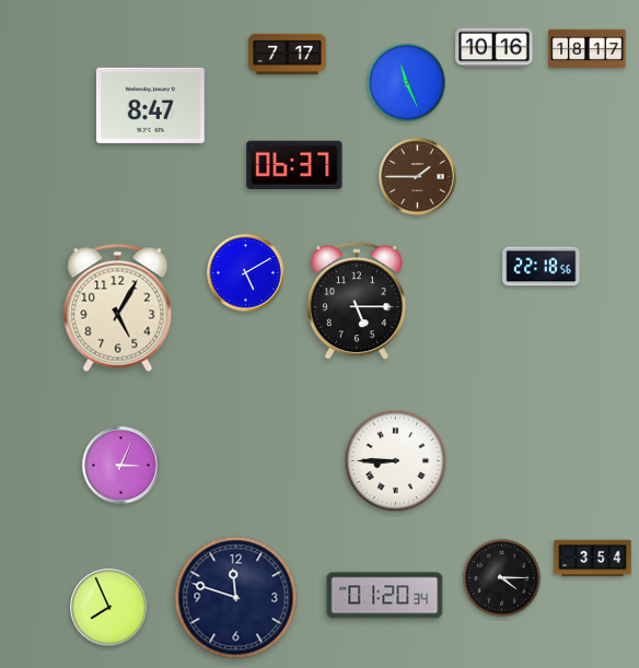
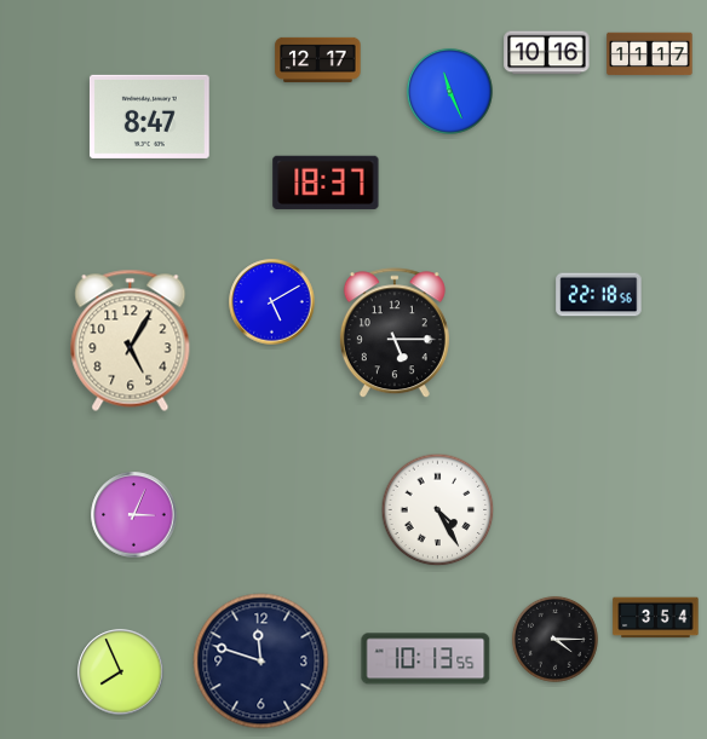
clock at (588, 49): 18:17 -> 11:17
clock at (288, 54): 7:17 -> 12:17
clock at (150, 105) position: (150, 105) -> (149, 116)
clock at (294, 165): 06:37 -> 18:37
clock at (418, 177): 1:45 -> none
clock at (396, 461): 8:45 -> 4:25
clock at (385, 596): 01:20 -> 10:13
